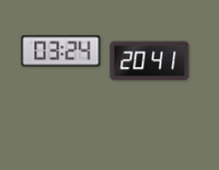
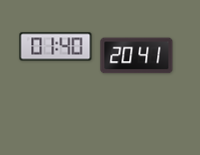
clock at (61, 52): 03:24 -> 01:40
